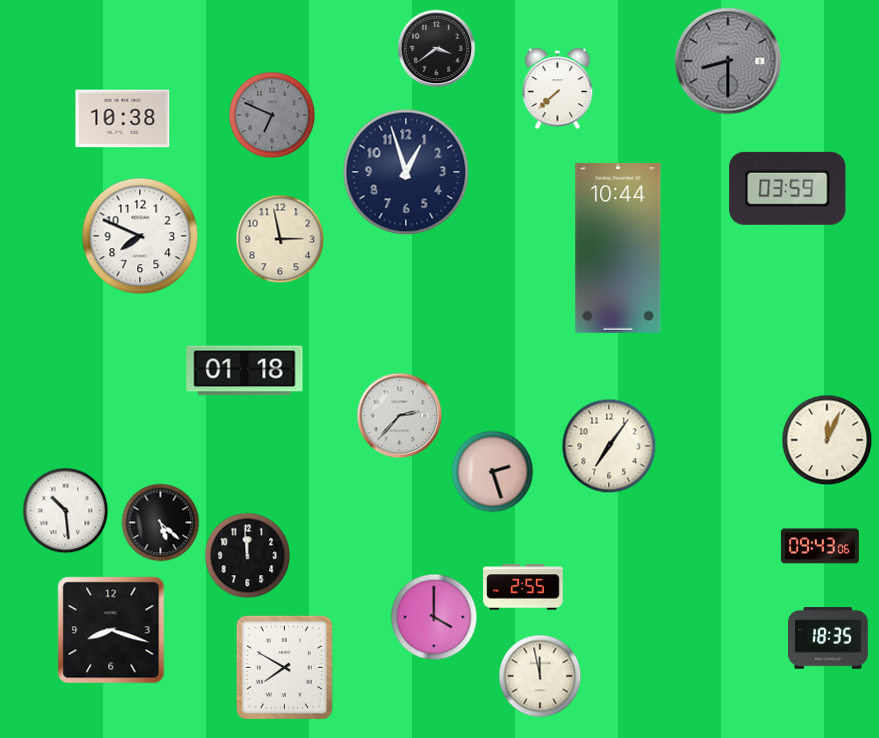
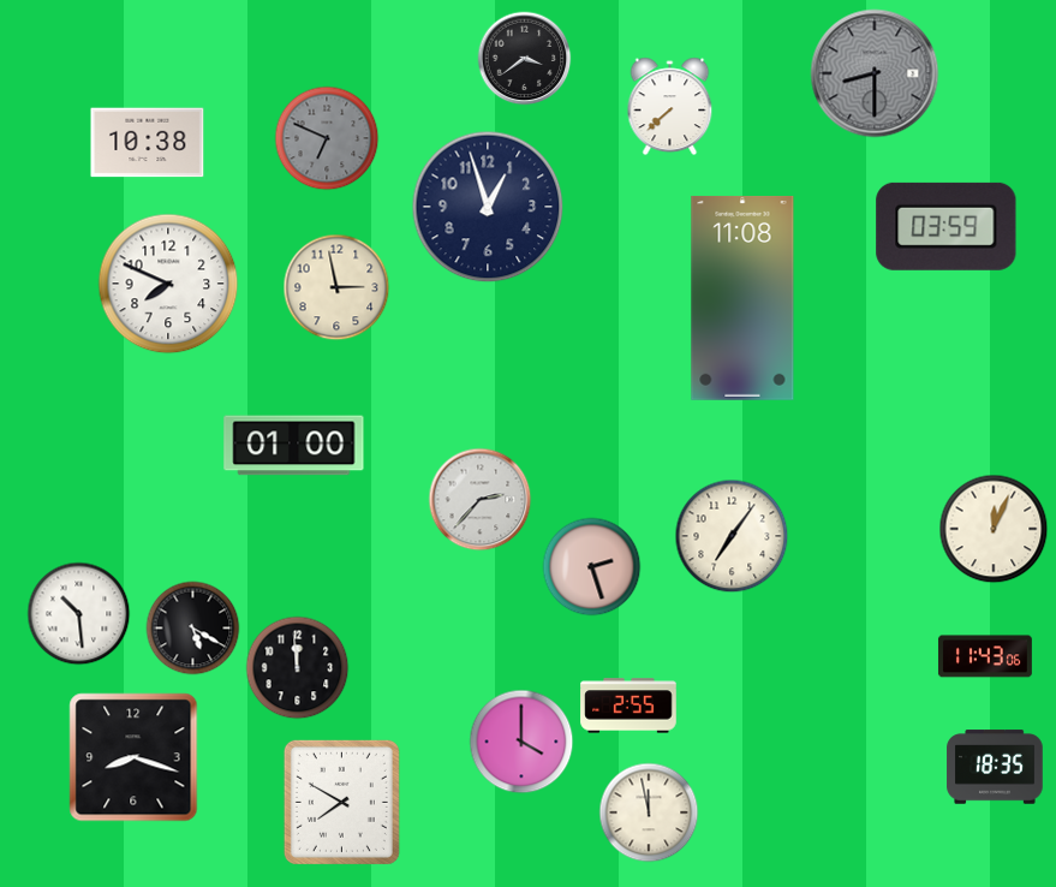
clock at (618, 248): 10:44 -> 11:08
clock at (245, 371): 01:18 -> 01:00
clock at (161, 523): 5:22 -> 5:20
clock at (820, 546): 09:43 -> 11:43
